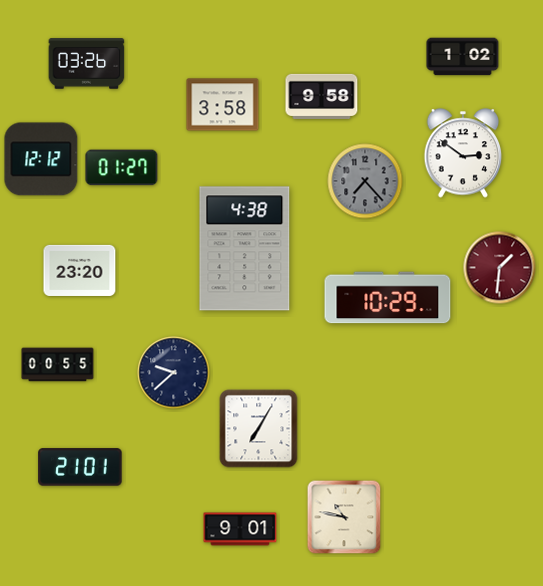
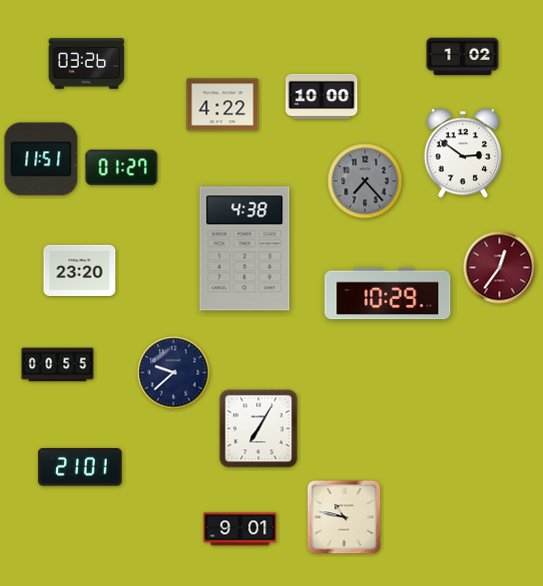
clock at (322, 96): 9:58 -> 10:00
clock at (223, 105): 3:58 -> 4:22
clock at (41, 159): 12:12 -> 11:51
clock at (500, 268): 1:31 -> 12:36
clock at (388, 298) position: (388, 298) -> (388, 294)
